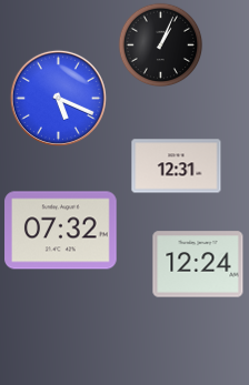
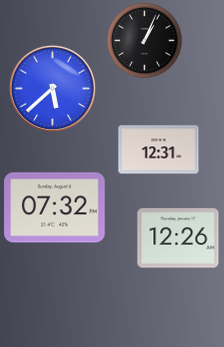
clock at (58, 98): 5:19 -> 5:38
clock at (198, 264): 12:24 -> 12:26
